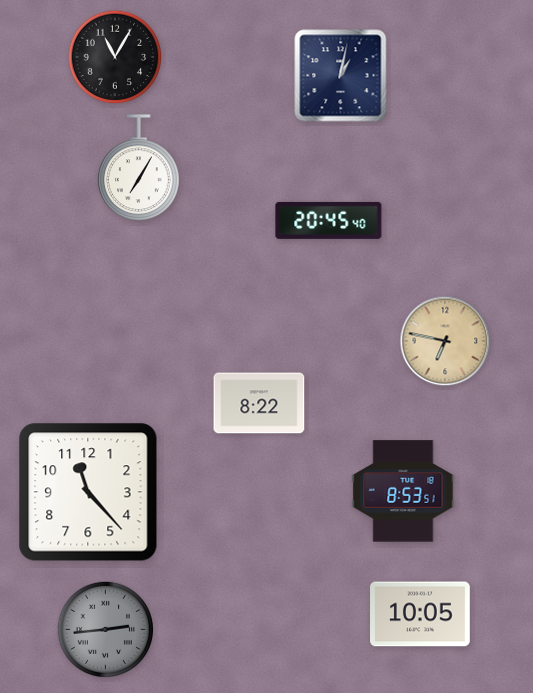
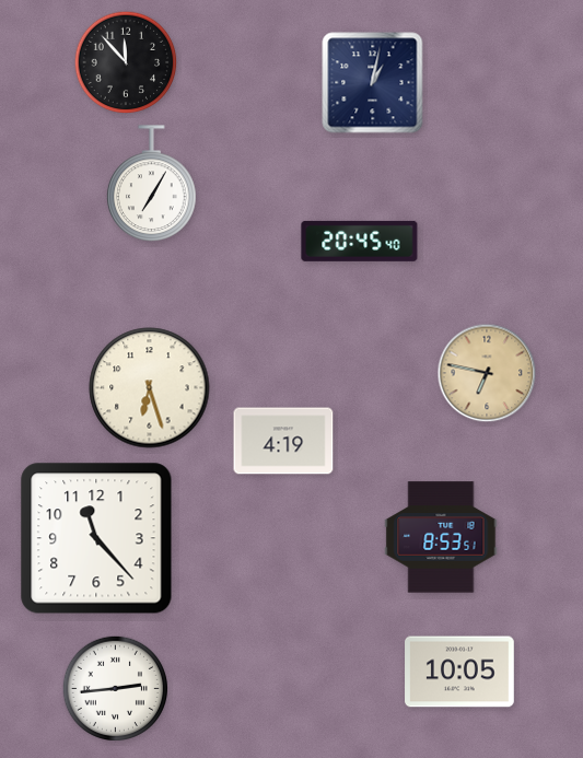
clock at (115, 57): 11:05 -> 11:53
clock at (150, 388): none -> 6:27
clock at (259, 403): 8:22 -> 4:19
clock at (105, 629) dial: grey -> white
